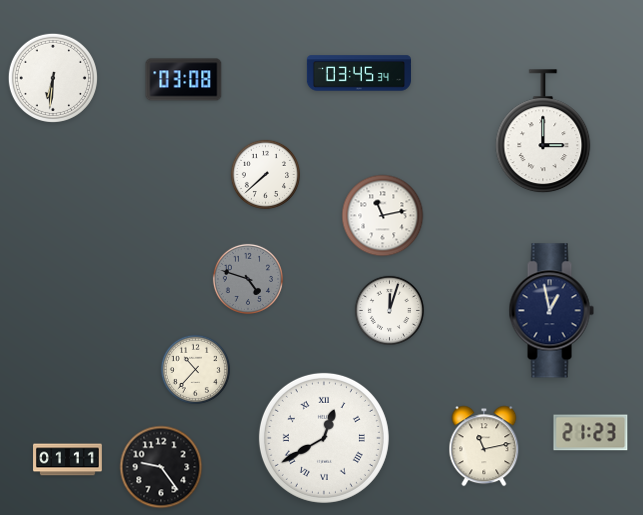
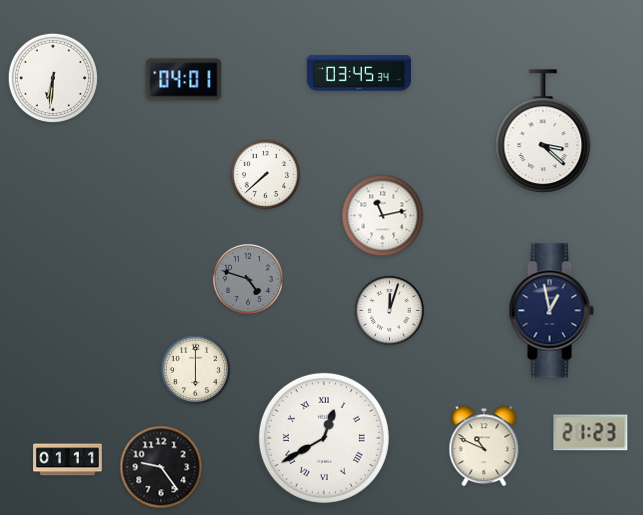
clock at (184, 80): 03:08 -> 04:01
clock at (543, 132): 3:00 -> 3:22
clock at (195, 369): 10:37 -> 6:00
clock at (484, 446): 11:13 -> 10:49
